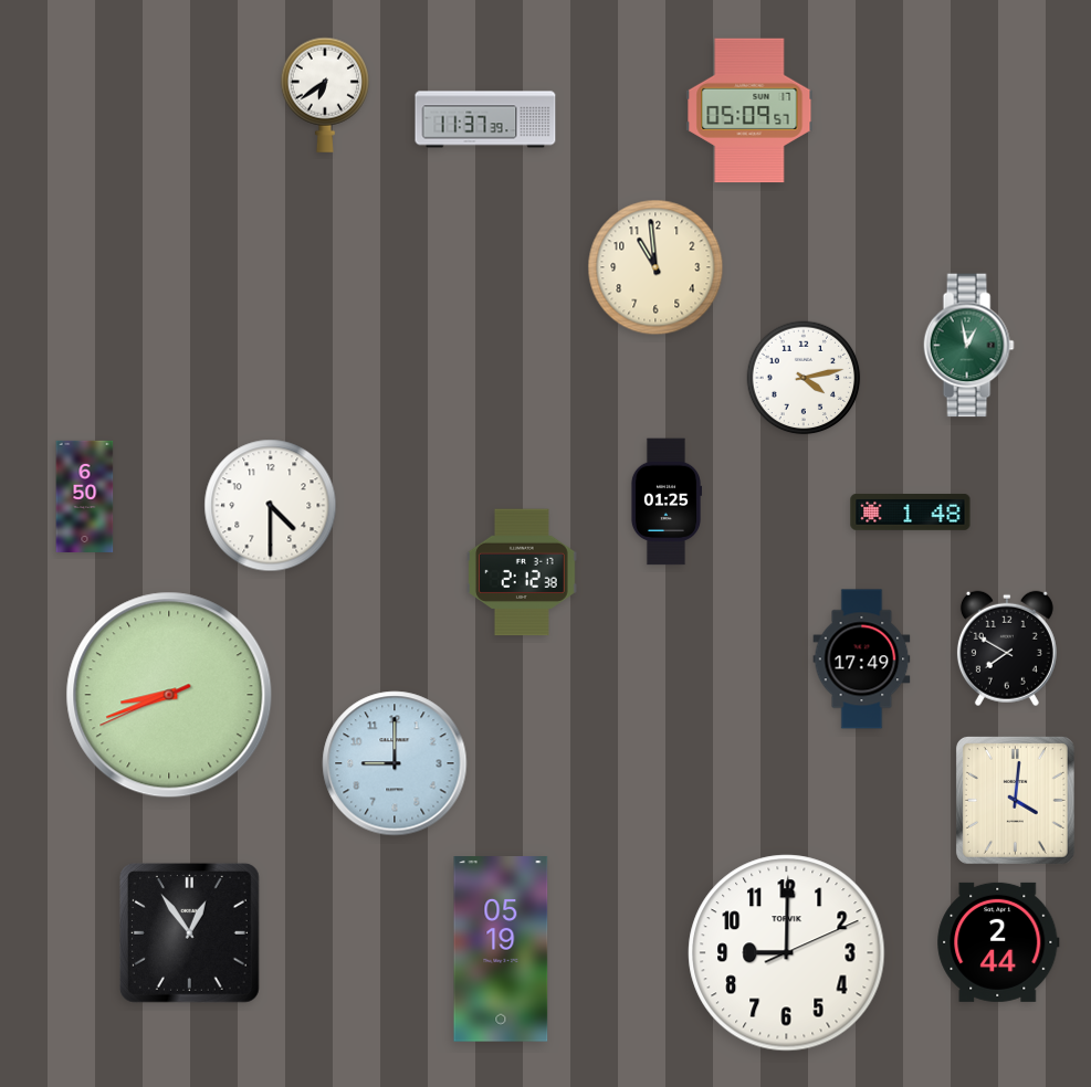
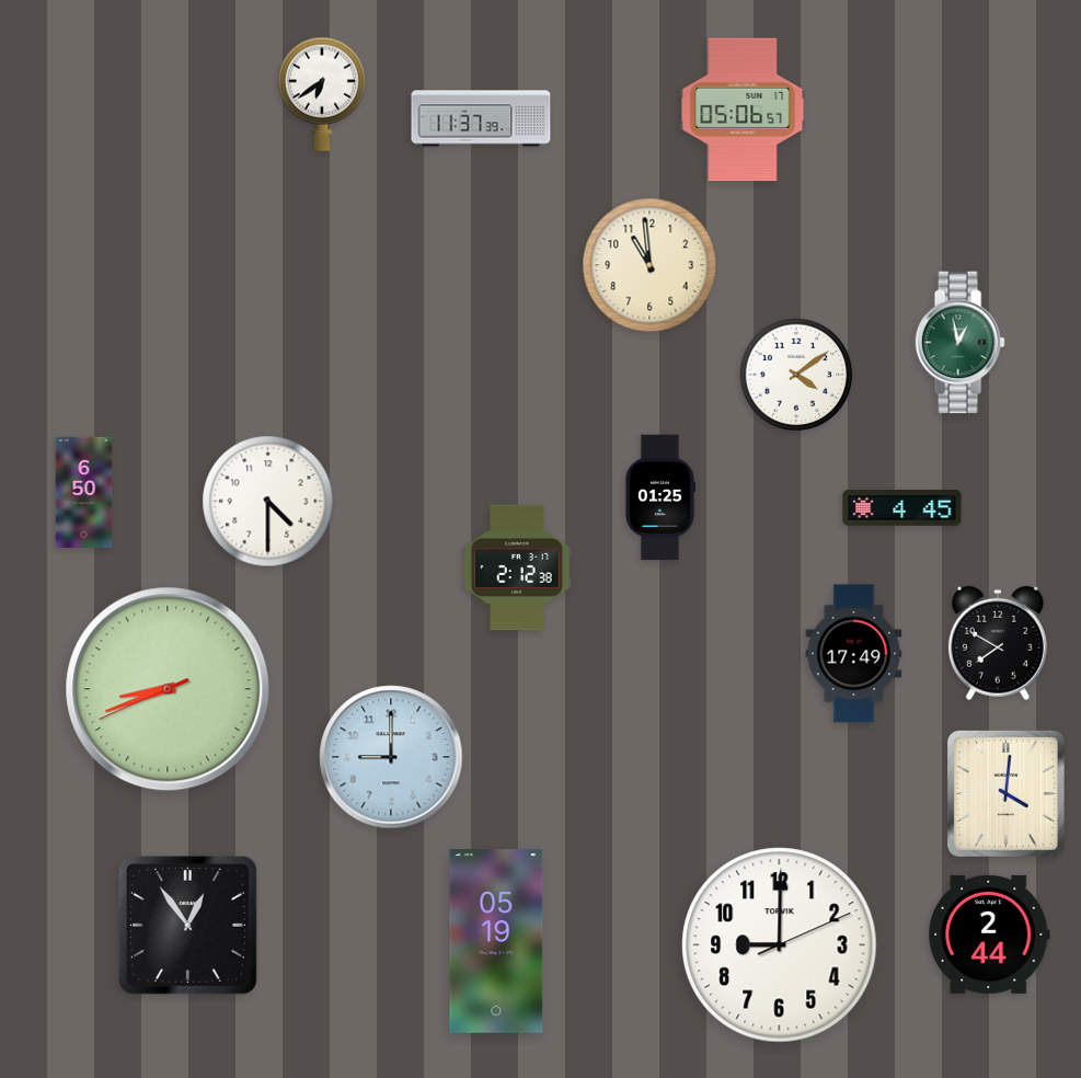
clock at (749, 110): 05:09 -> 05:06
clock at (804, 378): 4:13 -> 4:09
clock at (911, 513): 1:48 -> 4:45
